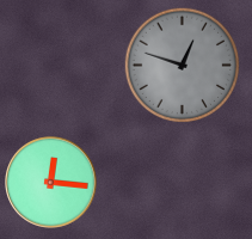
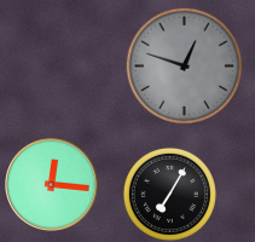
clock at (169, 194): none -> 7:05
